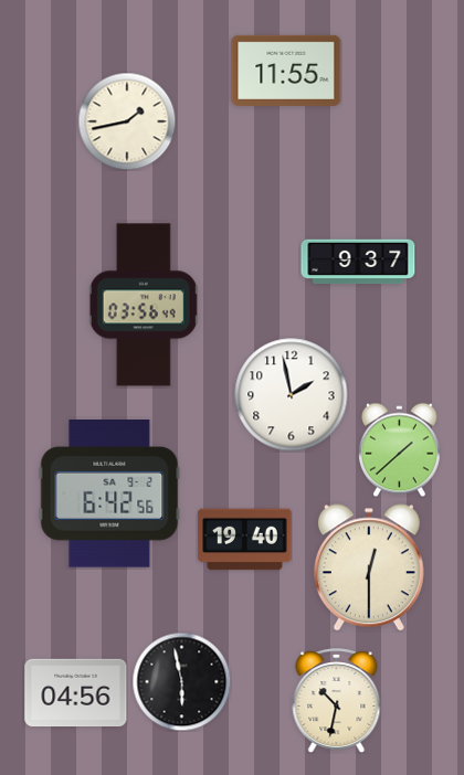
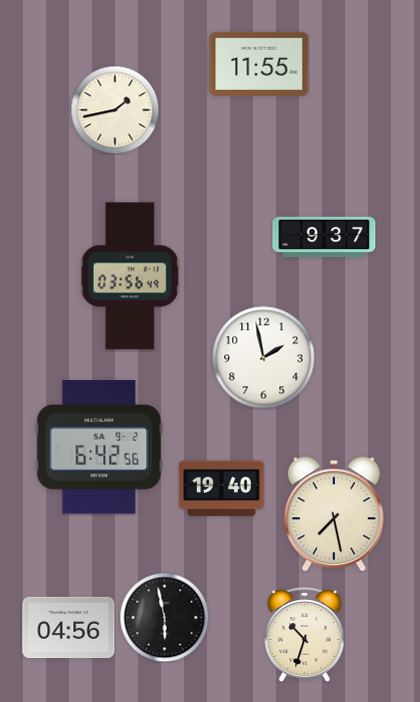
clock at (399, 449): 1:38 -> none
clock at (369, 567): 12:30 -> 7:28
clock at (337, 701): 10:32 -> 10:33
